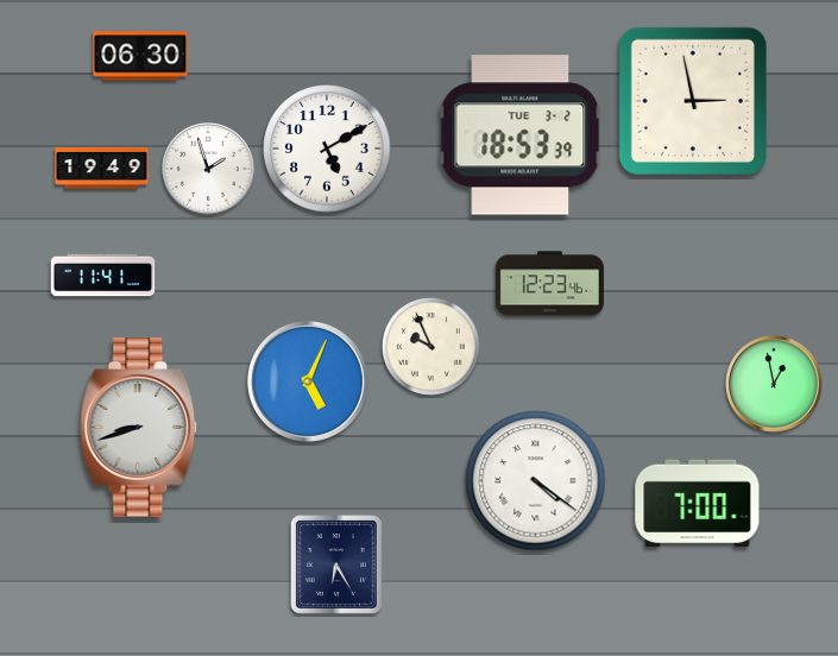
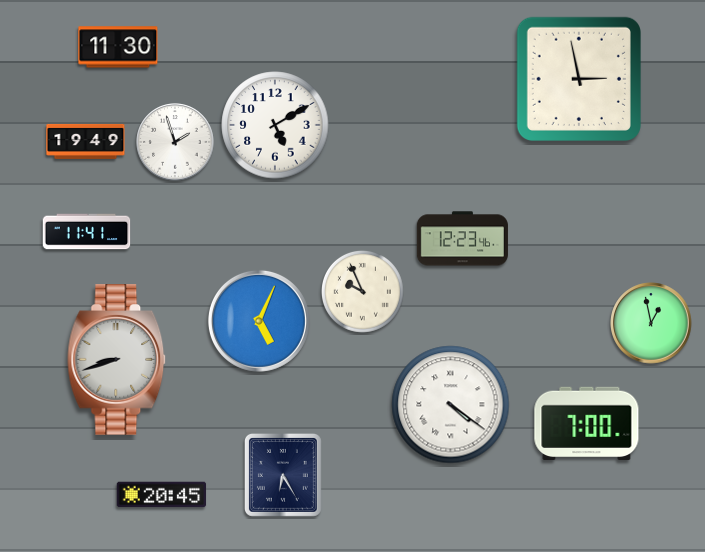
clock at (140, 56): 06:30 -> 11:30
clock at (693, 101) position: (693, 101) -> (579, 79)
clock at (521, 135): 18:53 -> none
clock at (162, 495): none -> 20:45
